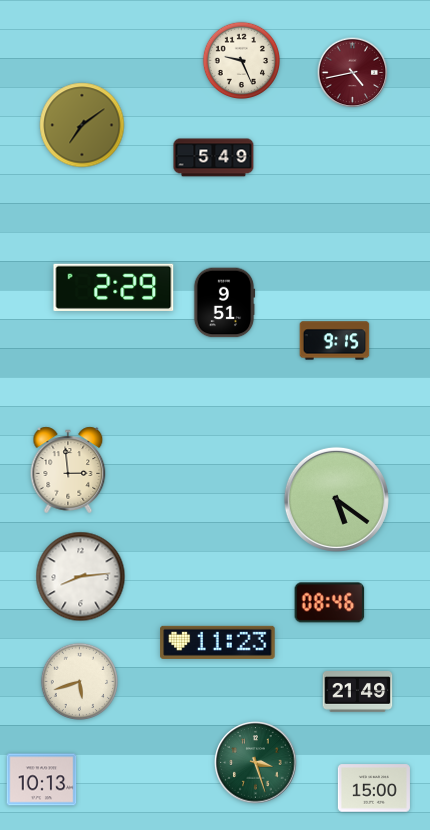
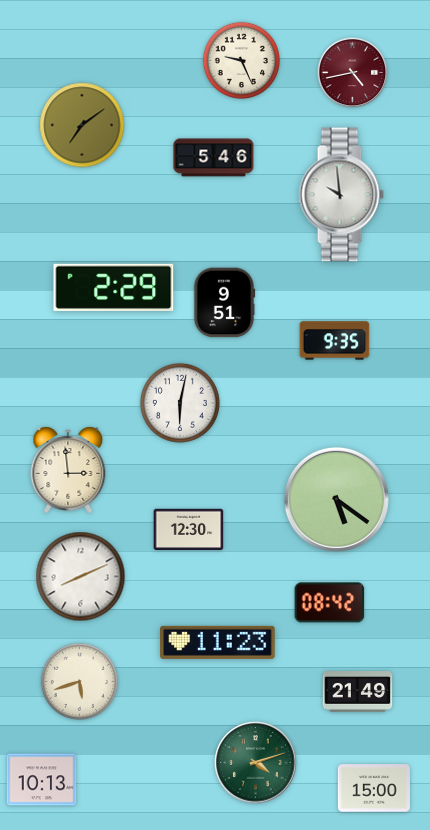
clock at (214, 158): 5:49 -> 5:46
clock at (341, 195): none -> 9:59
clock at (335, 341): 9:15 -> 9:35
clock at (180, 403): none -> 6:02
clock at (189, 529): none -> 12:30
clock at (81, 577): 8:14 -> 8:11
clock at (330, 603): 08:46 -> 08:42
clock at (256, 763): 3:27 -> 4:12
